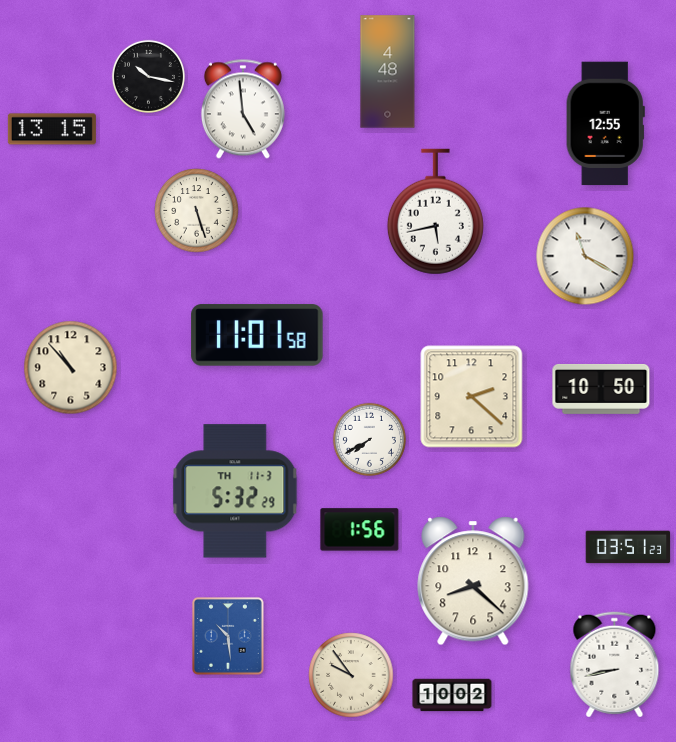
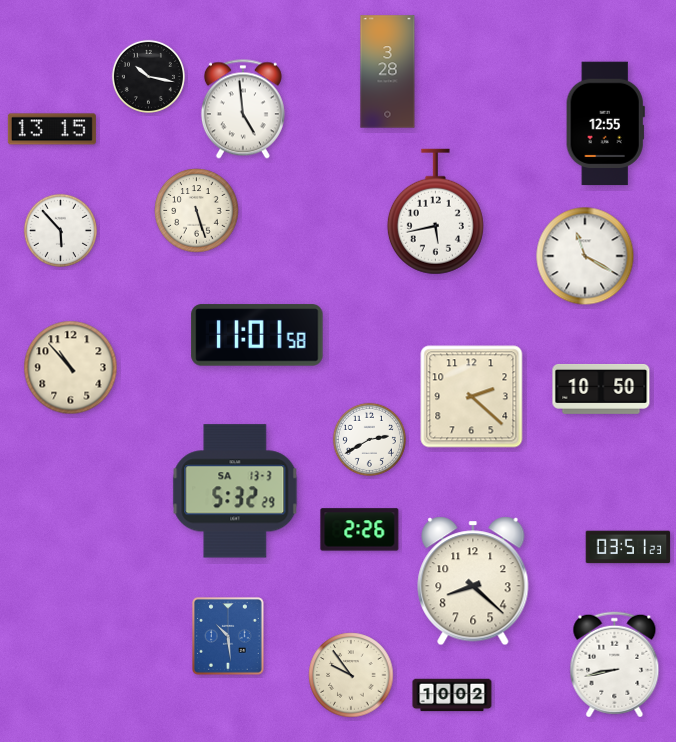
clock at (388, 72): 4:48 -> 3:28
clock at (60, 230): none -> 5:53
clock at (369, 439): 7:40 -> 2:40
clock at (235, 491) date: TH 11-3 -> SA 13-3
clock at (360, 530): 1:56 -> 2:26
